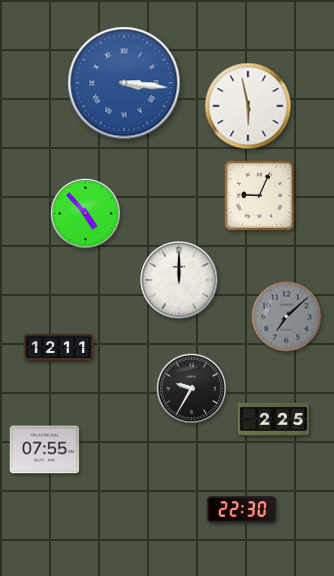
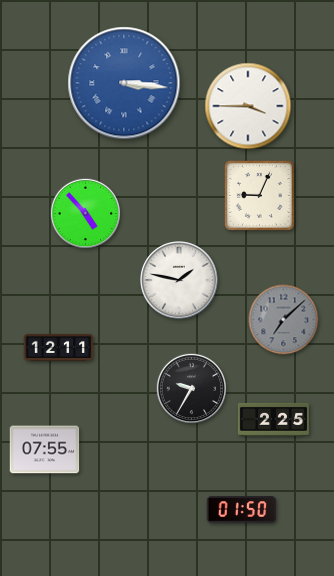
clock at (248, 106): 5:58 -> 3:45
clock at (179, 280): 12:00 -> 1:47
clock at (287, 317) position: (287, 317) -> (284, 320)
clock at (242, 510): 22:30 -> 01:50
